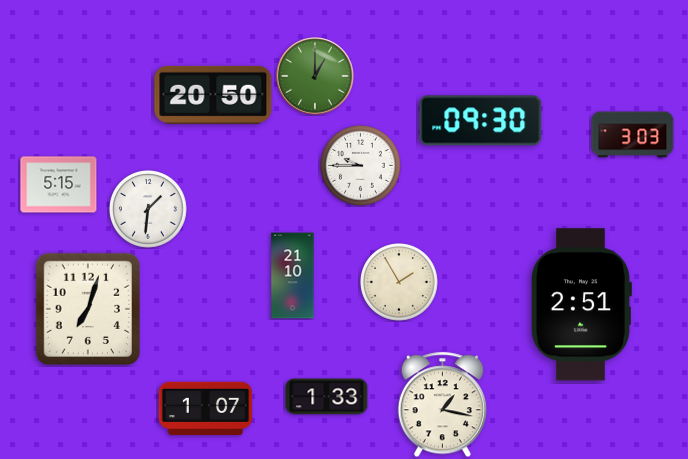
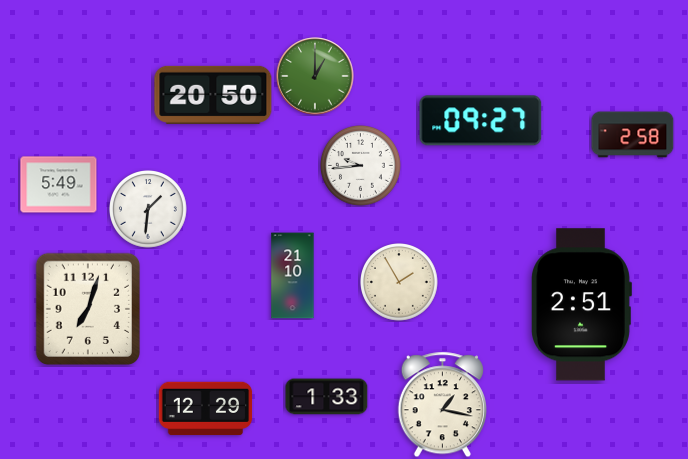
clock at (481, 121): 09:30 -> 09:27
clock at (633, 135): 3:03 -> 2:58
clock at (360, 165): 9:45 -> 9:44
clock at (59, 185): 5:15 -> 5:49
clock at (206, 409): 1:07 -> 12:29
